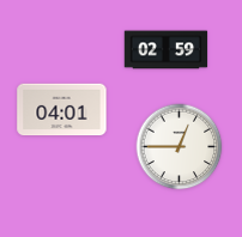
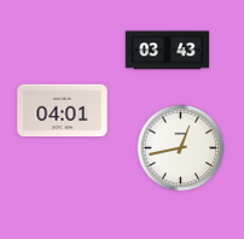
clock at (167, 50): 02:59 -> 03:43
clock at (180, 147): 12:45 -> 12:43
